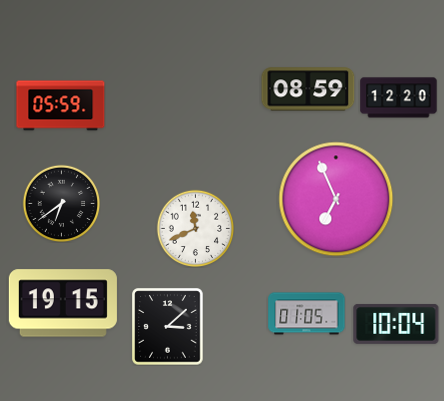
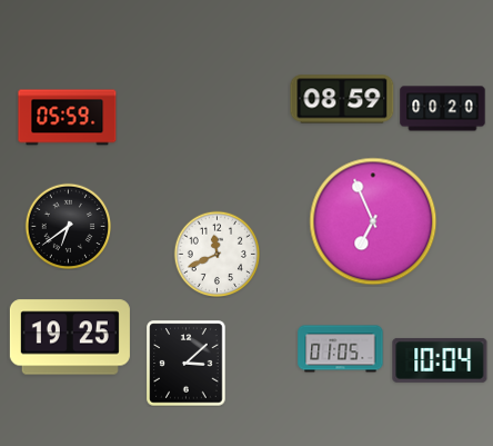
clock at (399, 98): 12:20 -> 00:20
clock at (63, 303): 19:15 -> 19:25
